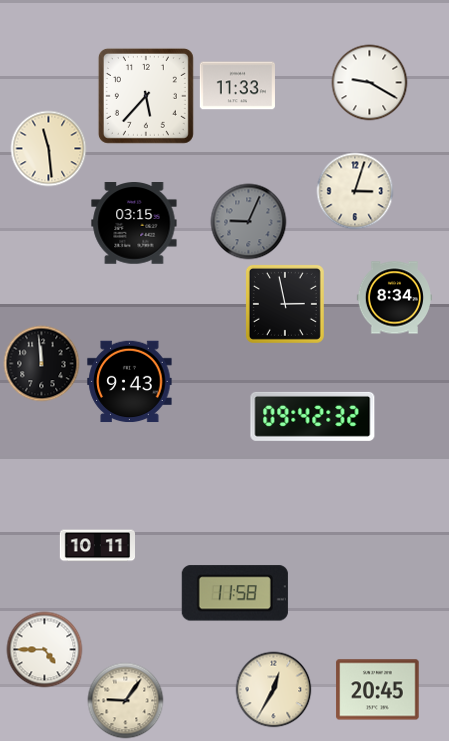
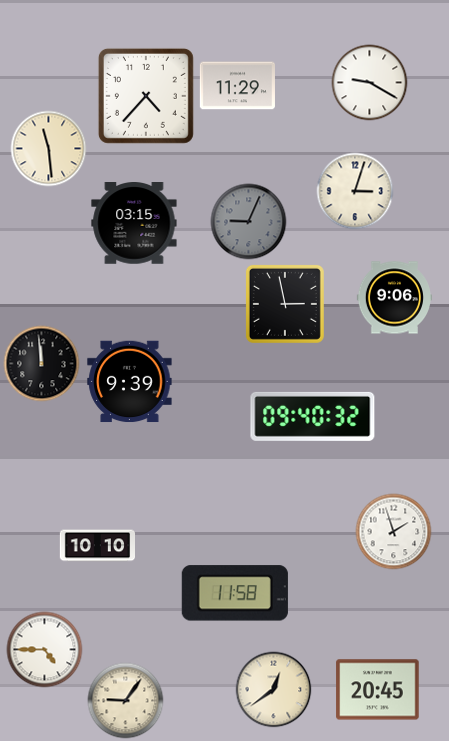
clock at (237, 86): 11:33 -> 11:29
clock at (146, 96): 5:37 -> 4:37
clock at (394, 298): 8:34 -> 9:06
clock at (130, 382): 9:43 -> 9:39
clock at (313, 416): 09:42 -> 09:40
clock at (394, 532): none -> 1:57
clock at (97, 546): 10:11 -> 10:10
clock at (274, 690): 12:35 -> 12:39
